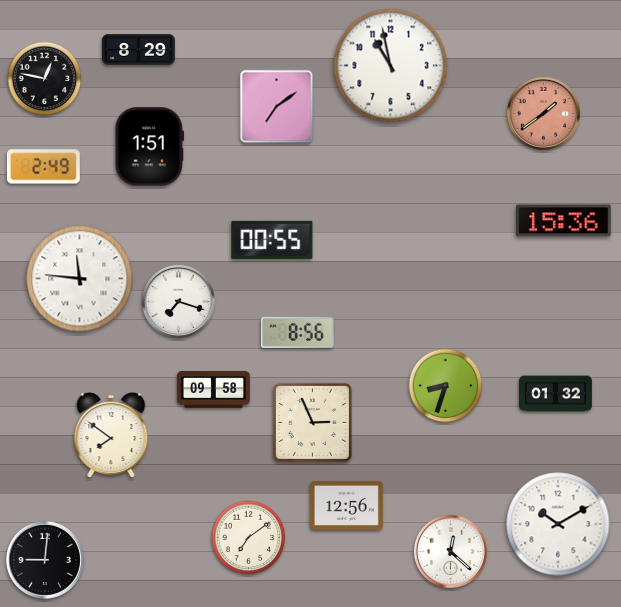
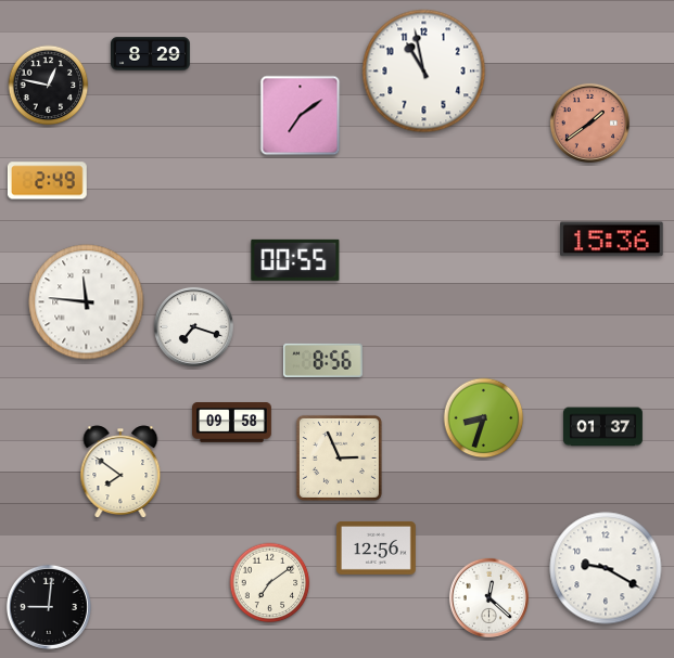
clock at (149, 147): 1:51 -> none
clock at (556, 394): 01:32 -> 01:37
clock at (558, 524): 10:10 -> 9:20
